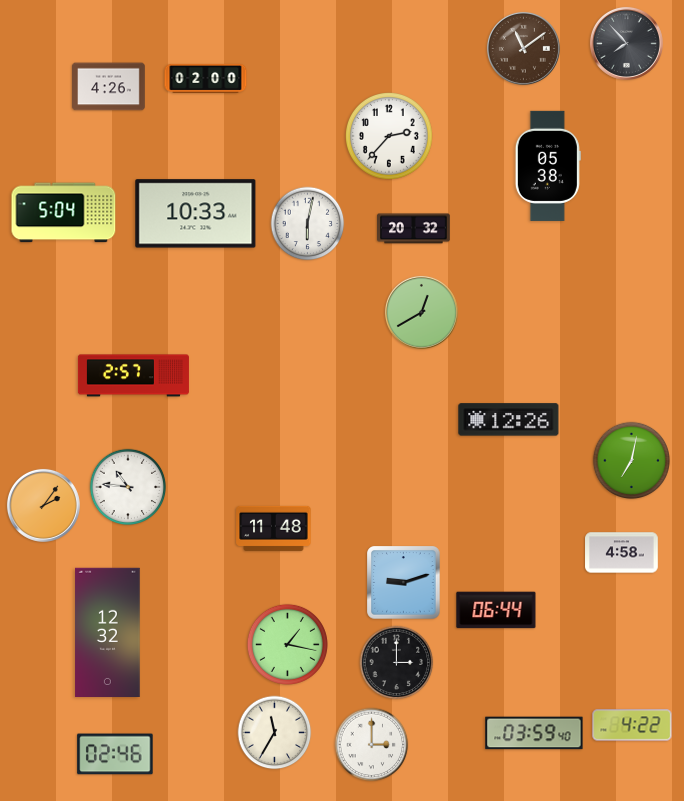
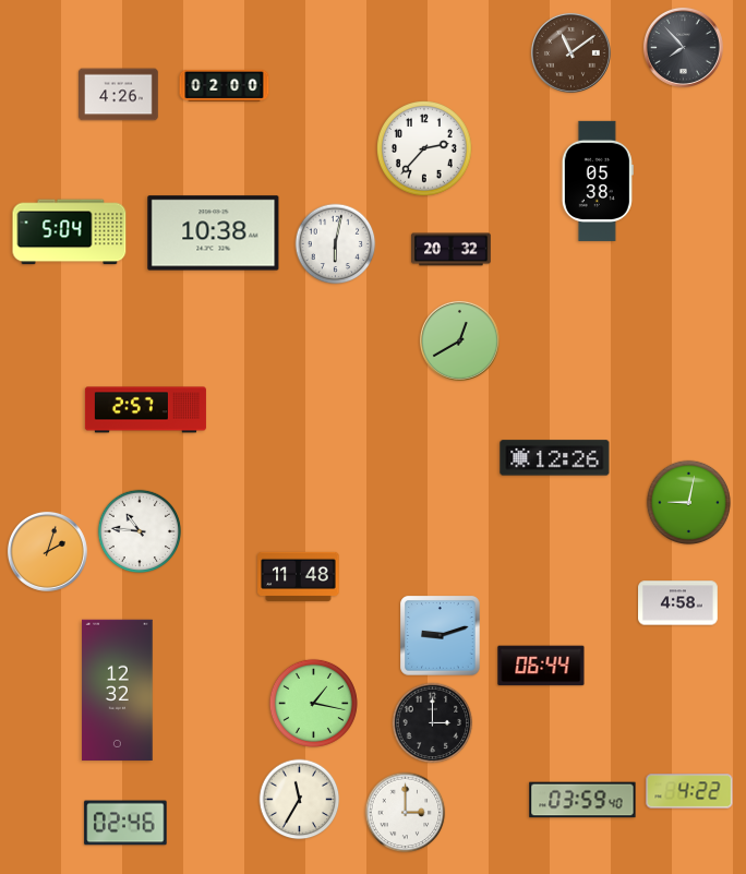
clock at (196, 214): 10:33 -> 10:38
clock at (632, 461): 7:02 -> 9:02
clock at (43, 505): 2:06 -> 2:03
